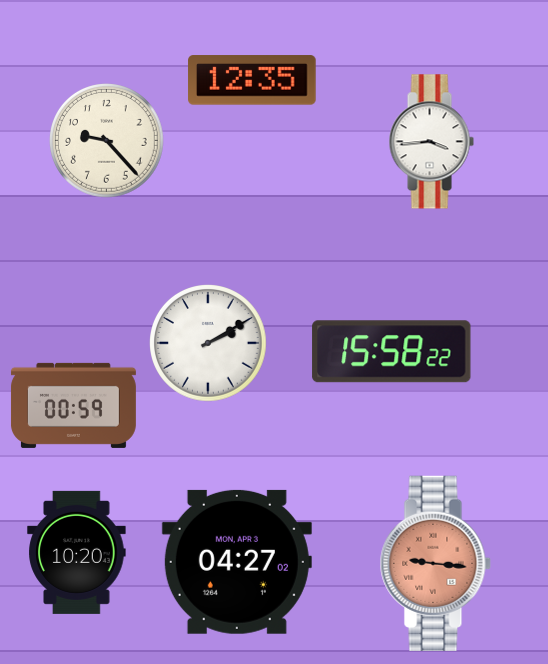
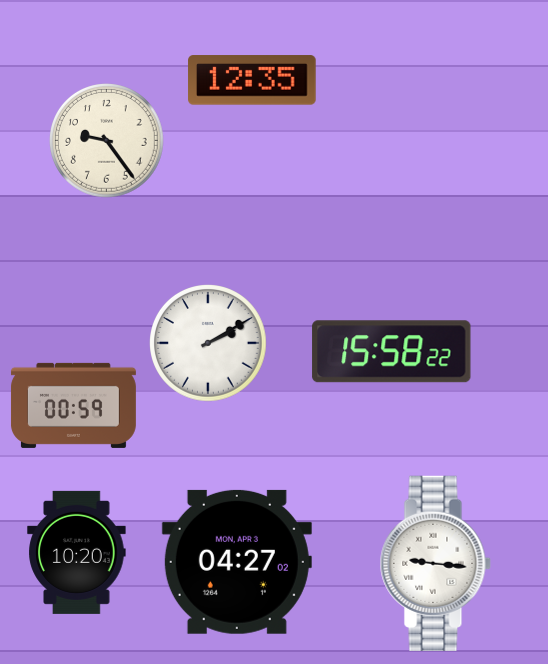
clock at (107, 141): 9:23 -> 9:24
clock at (431, 142): 3:44 -> none
clock at (435, 563) dial: salmon -> white
